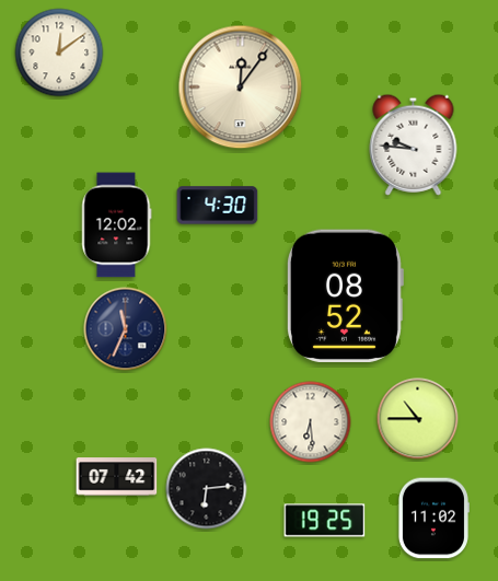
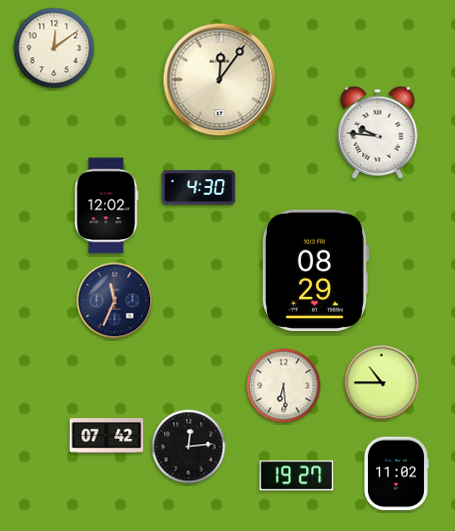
clock at (345, 295): 08:52 -> 08:29
clock at (207, 489): 6:14 -> 12:14
clock at (325, 521): 19:25 -> 19:27
